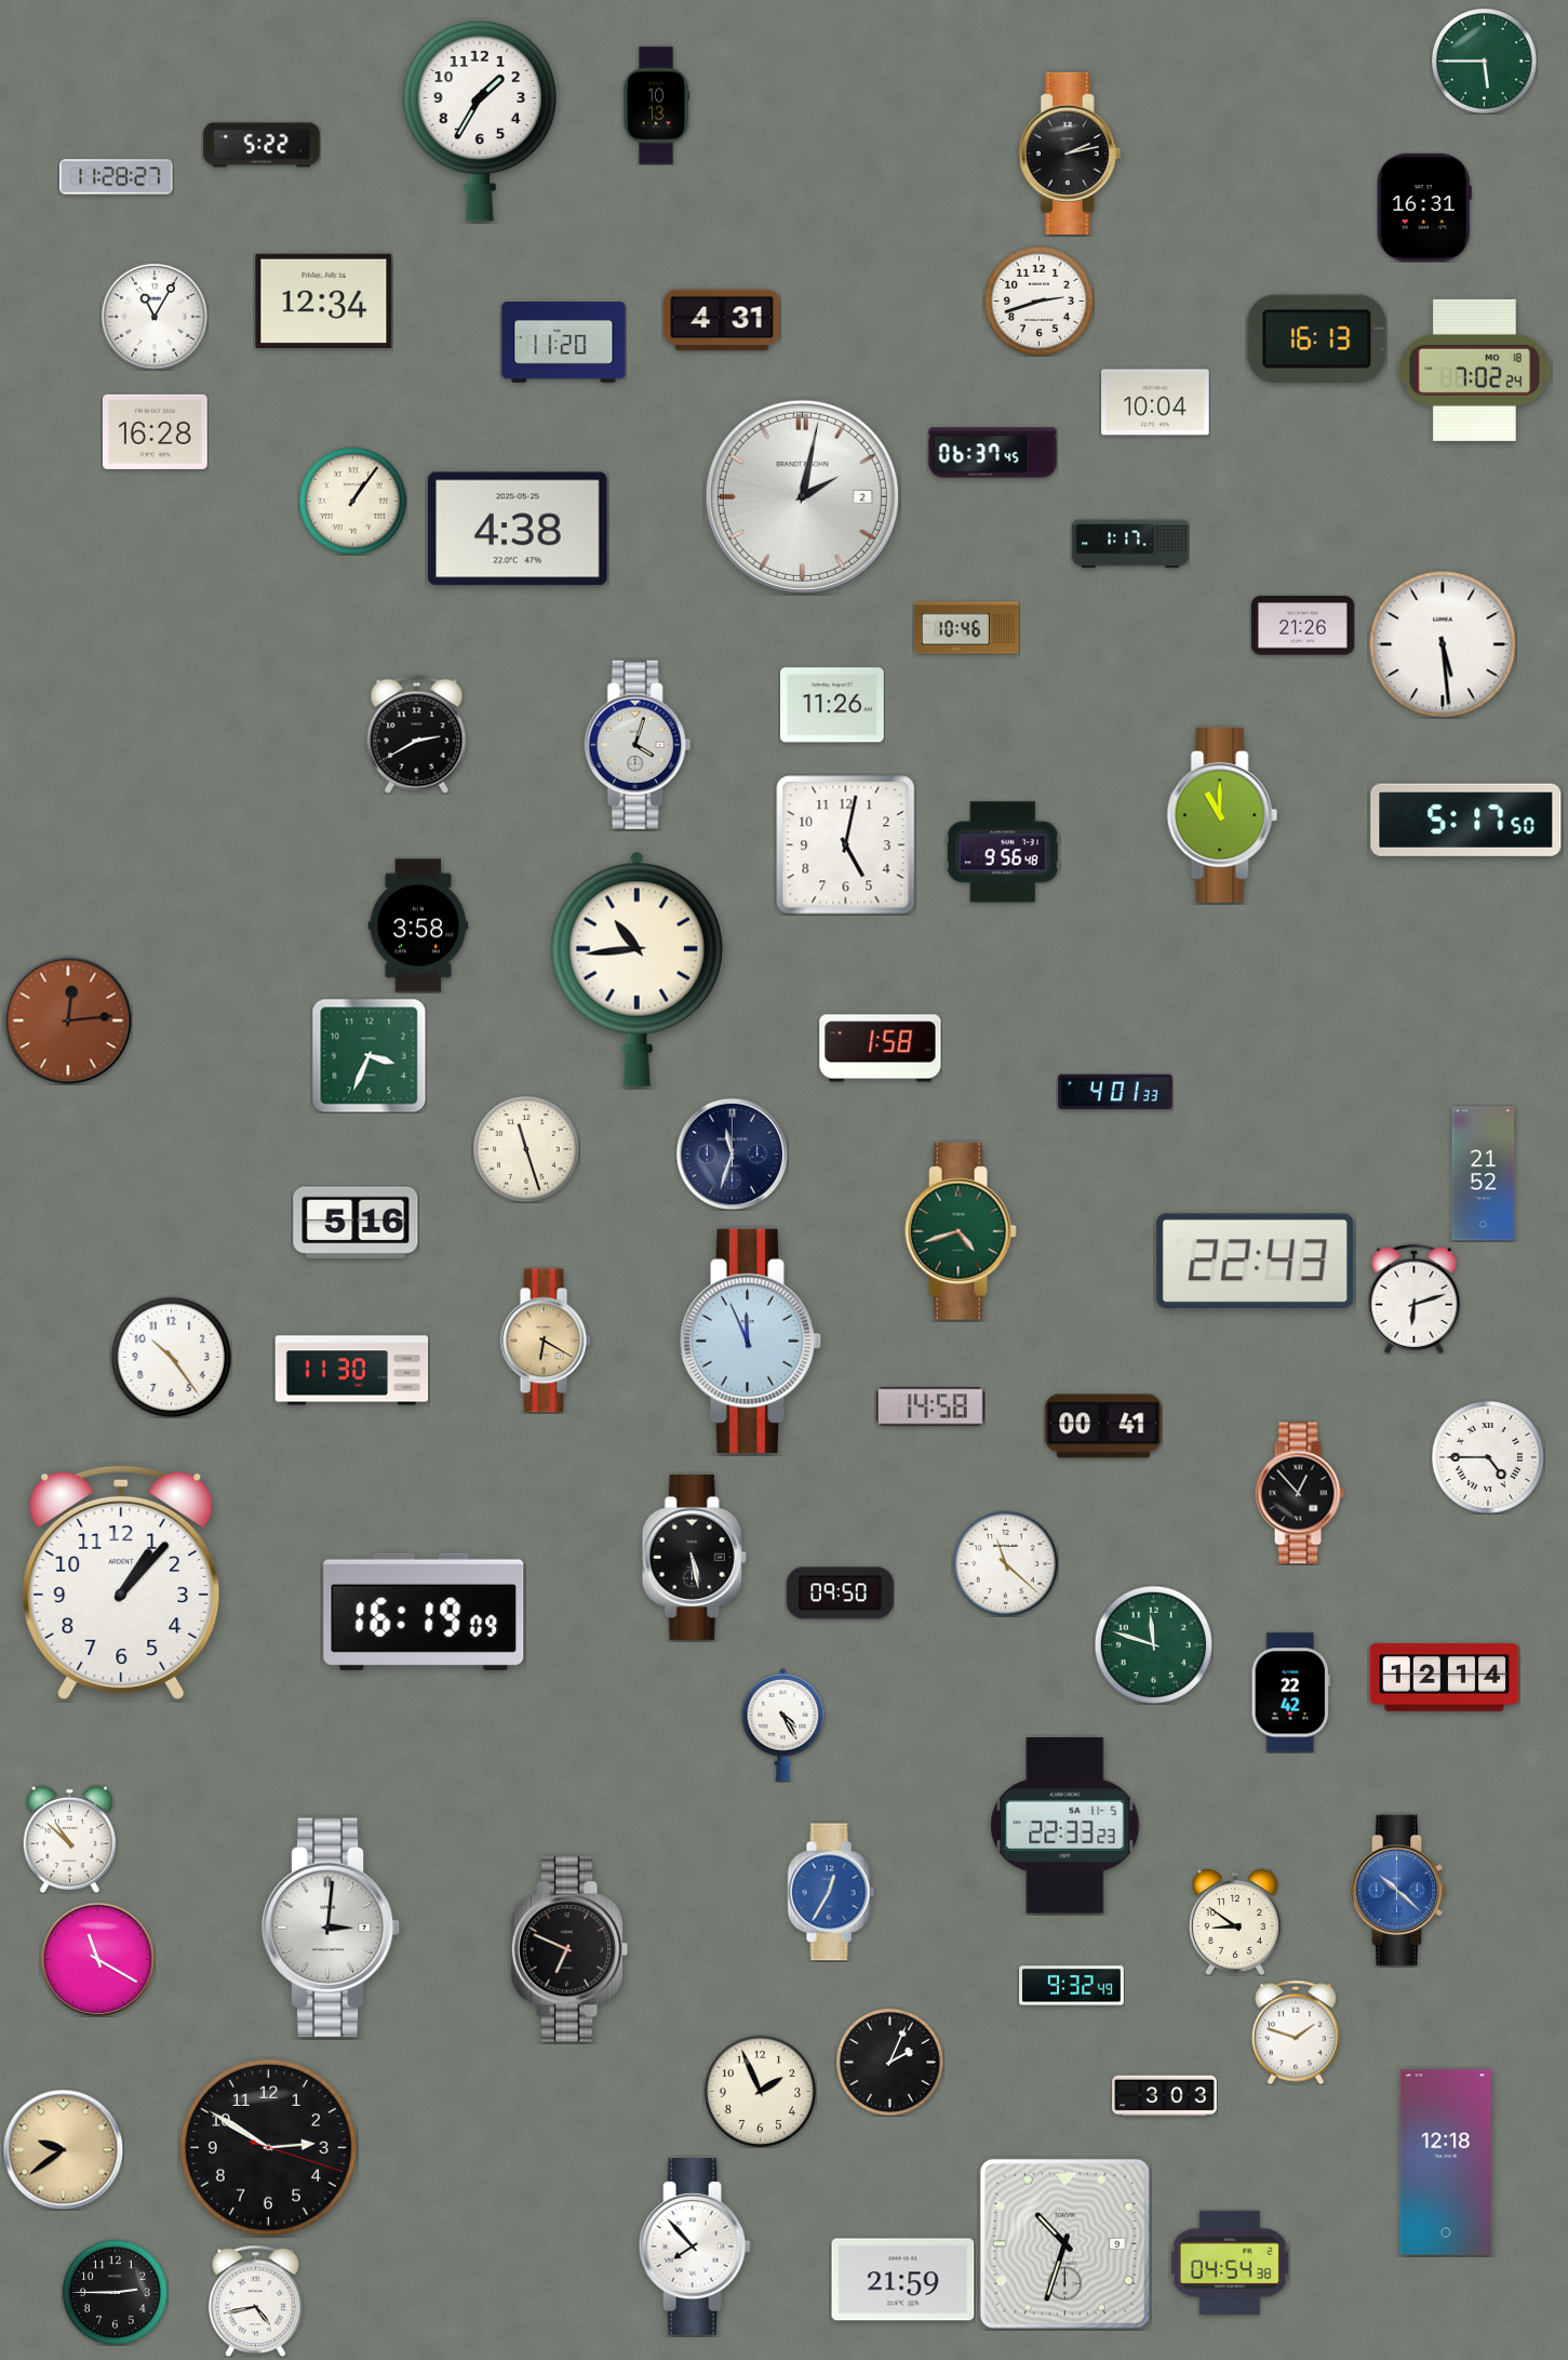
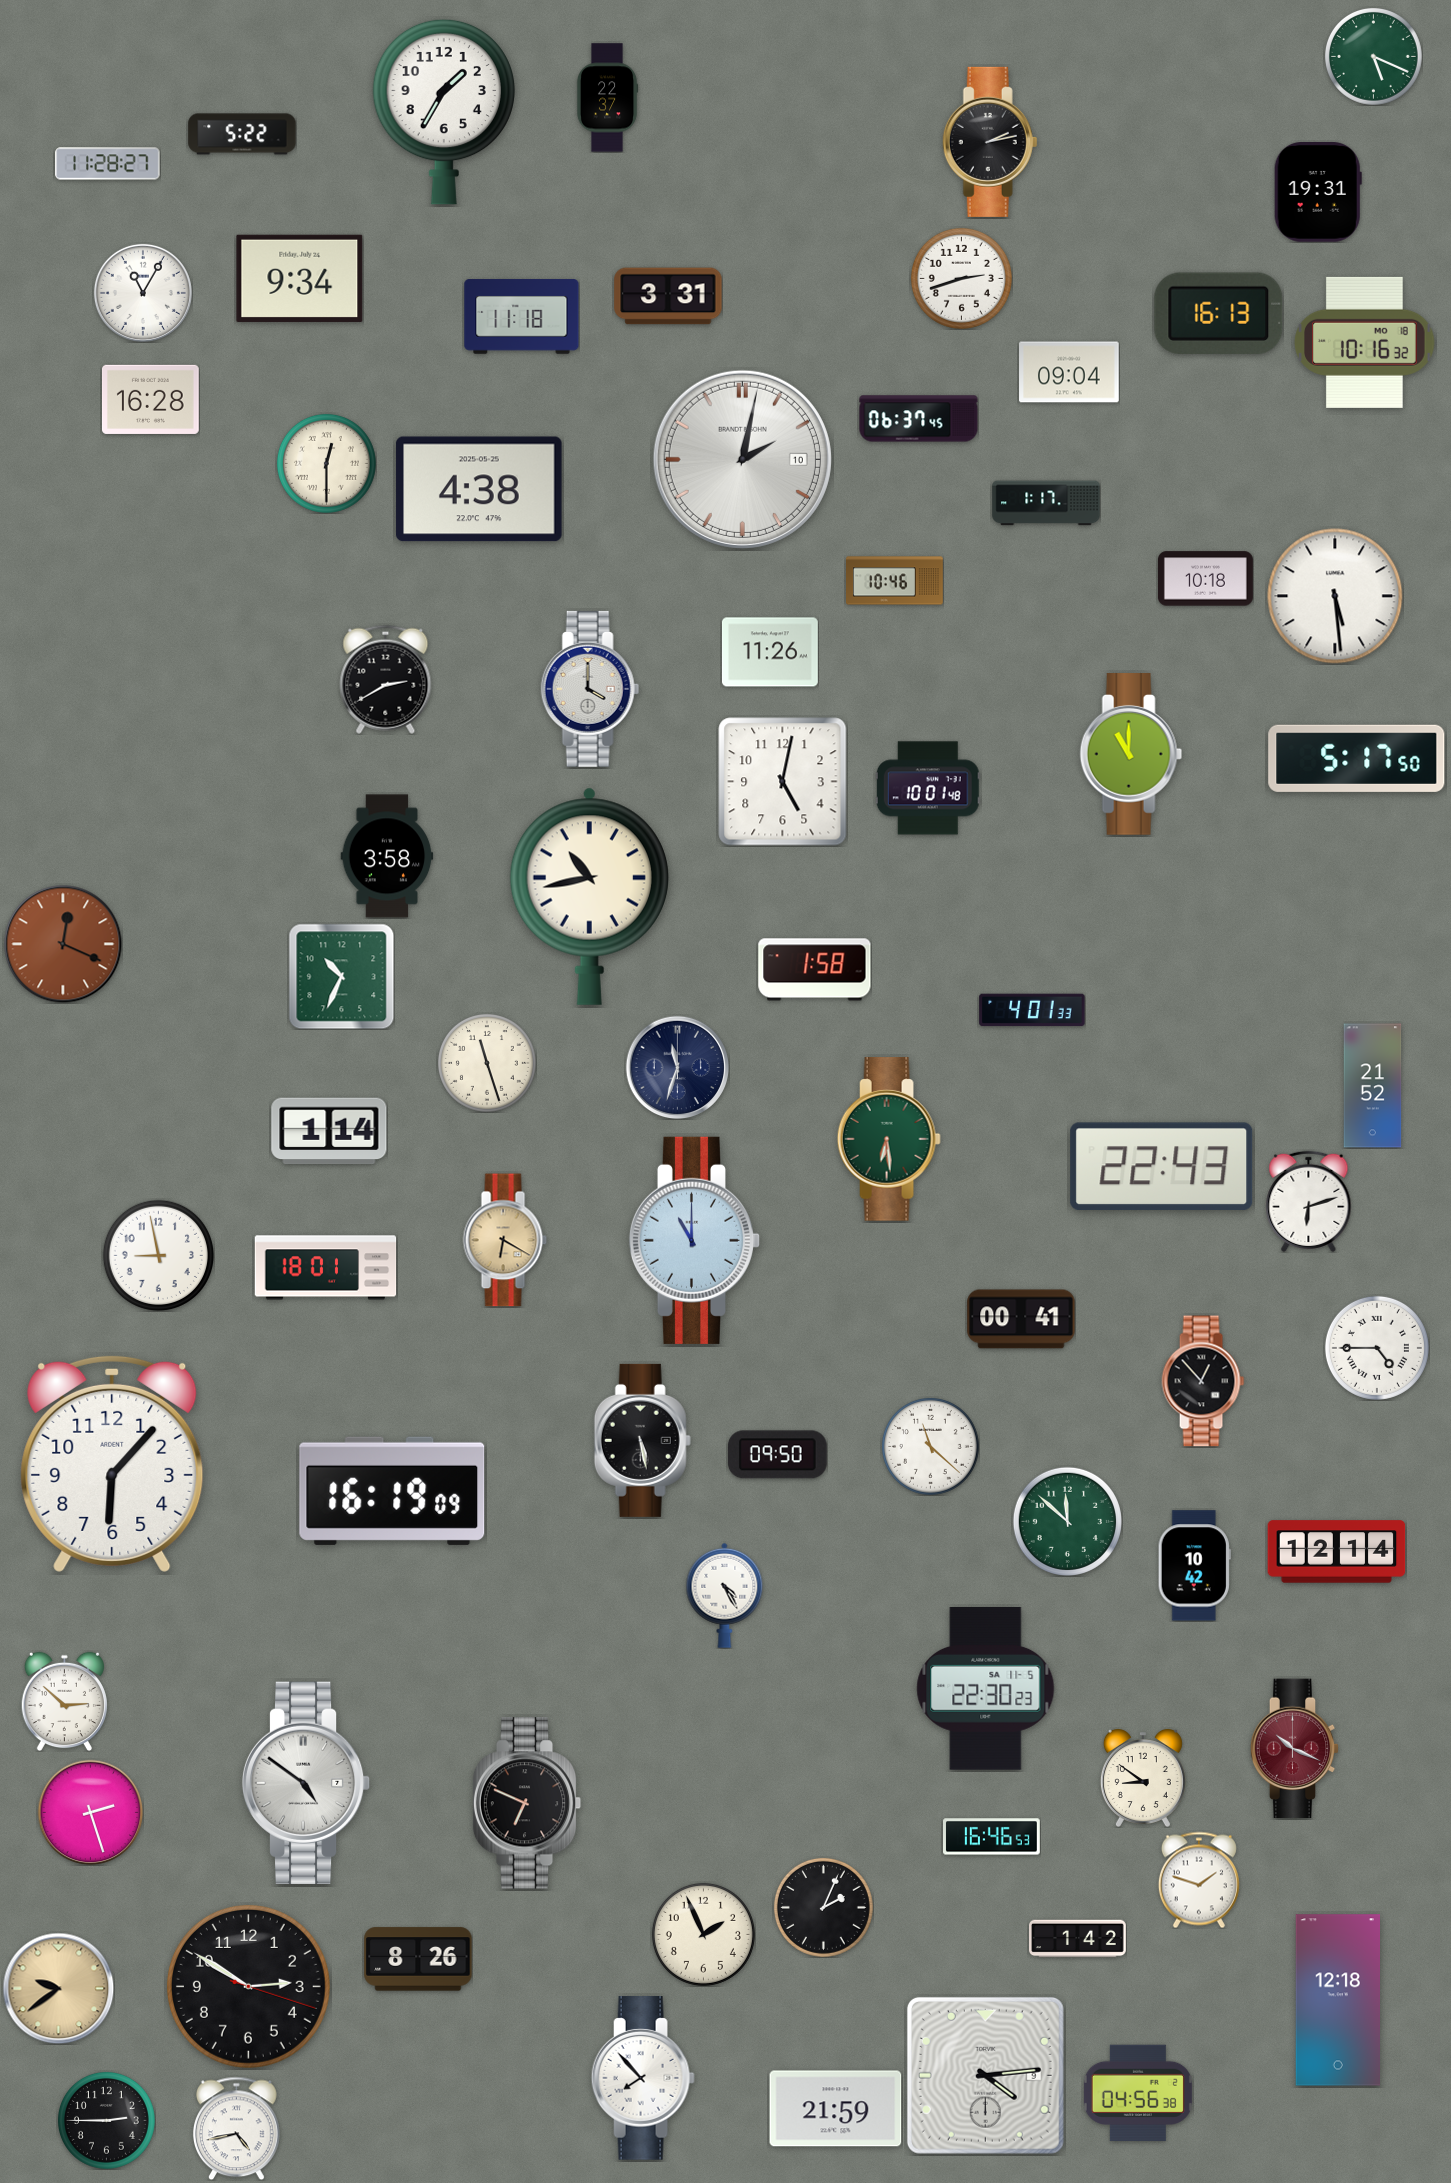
clock at (1484, 61): 5:45 -> 5:19
clock at (656, 106): 10:13 -> 22:37
clock at (1424, 208): 16:31 -> 19:31
clock at (324, 301): 12:34 -> 9:34
clock at (722, 320): 4:31 -> 3:31
clock at (564, 343): 11:20 -> 11:18
clock at (1475, 370): 7:02 -> 10:16
clock at (1155, 402): 10:04 -> 09:04
clock at (155, 431) position: (155, 431) -> (150, 399)
clock at (802, 496) date: 2 -> 10
clock at (352, 501): 1:06 -> 12:30
clock at (1302, 626): 21:26 -> 10:18
clock at (638, 745): 4:03 -> 4:00
clock at (1003, 852): 9:56 -> 10:01
clock at (636, 969): 10:44 -> 10:43
clock at (68, 1021): 12:14 -> 12:19
clock at (368, 1055): 3:34 -> 10:34
clock at (356, 1223): 5:16 -> 1:14
clock at (961, 1231): 4:42 -> 6:29
clock at (751, 1341): 11:56 -> 11:00
clock at (171, 1357): 10:24 -> 8:58
clock at (352, 1371): 11:30 -> 18:01
clock at (930, 1406): 14:58 -> none
clock at (121, 1582): 1:07 -> 6:07
clock at (840, 1594) position: (840, 1594) -> (777, 1455)
clock at (1153, 1644): 11:48 -> 11:52
clock at (1290, 1693): 22:42 -> 10:42
clock at (1066, 1826): 22:33 -> 22:30
clock at (69, 1839): 10:52 -> 2:52
clock at (1399, 1891): 10:22 -> 10:19
clock at (1399, 1891) dial: blue -> burgundy
clock at (831, 1892): 12:35 -> none
clock at (331, 1928): 3:01 -> 4:51
clock at (97, 1959): 11:20 -> 2:27
clock at (1072, 1986): 9:32 -> 16:46
clock at (1165, 2096): 3:03 -> 1:42
clock at (418, 1959): none -> 8:26
clock at (1064, 2243): 10:33 -> 4:14
clock at (1230, 2262): 04:54 -> 04:56
